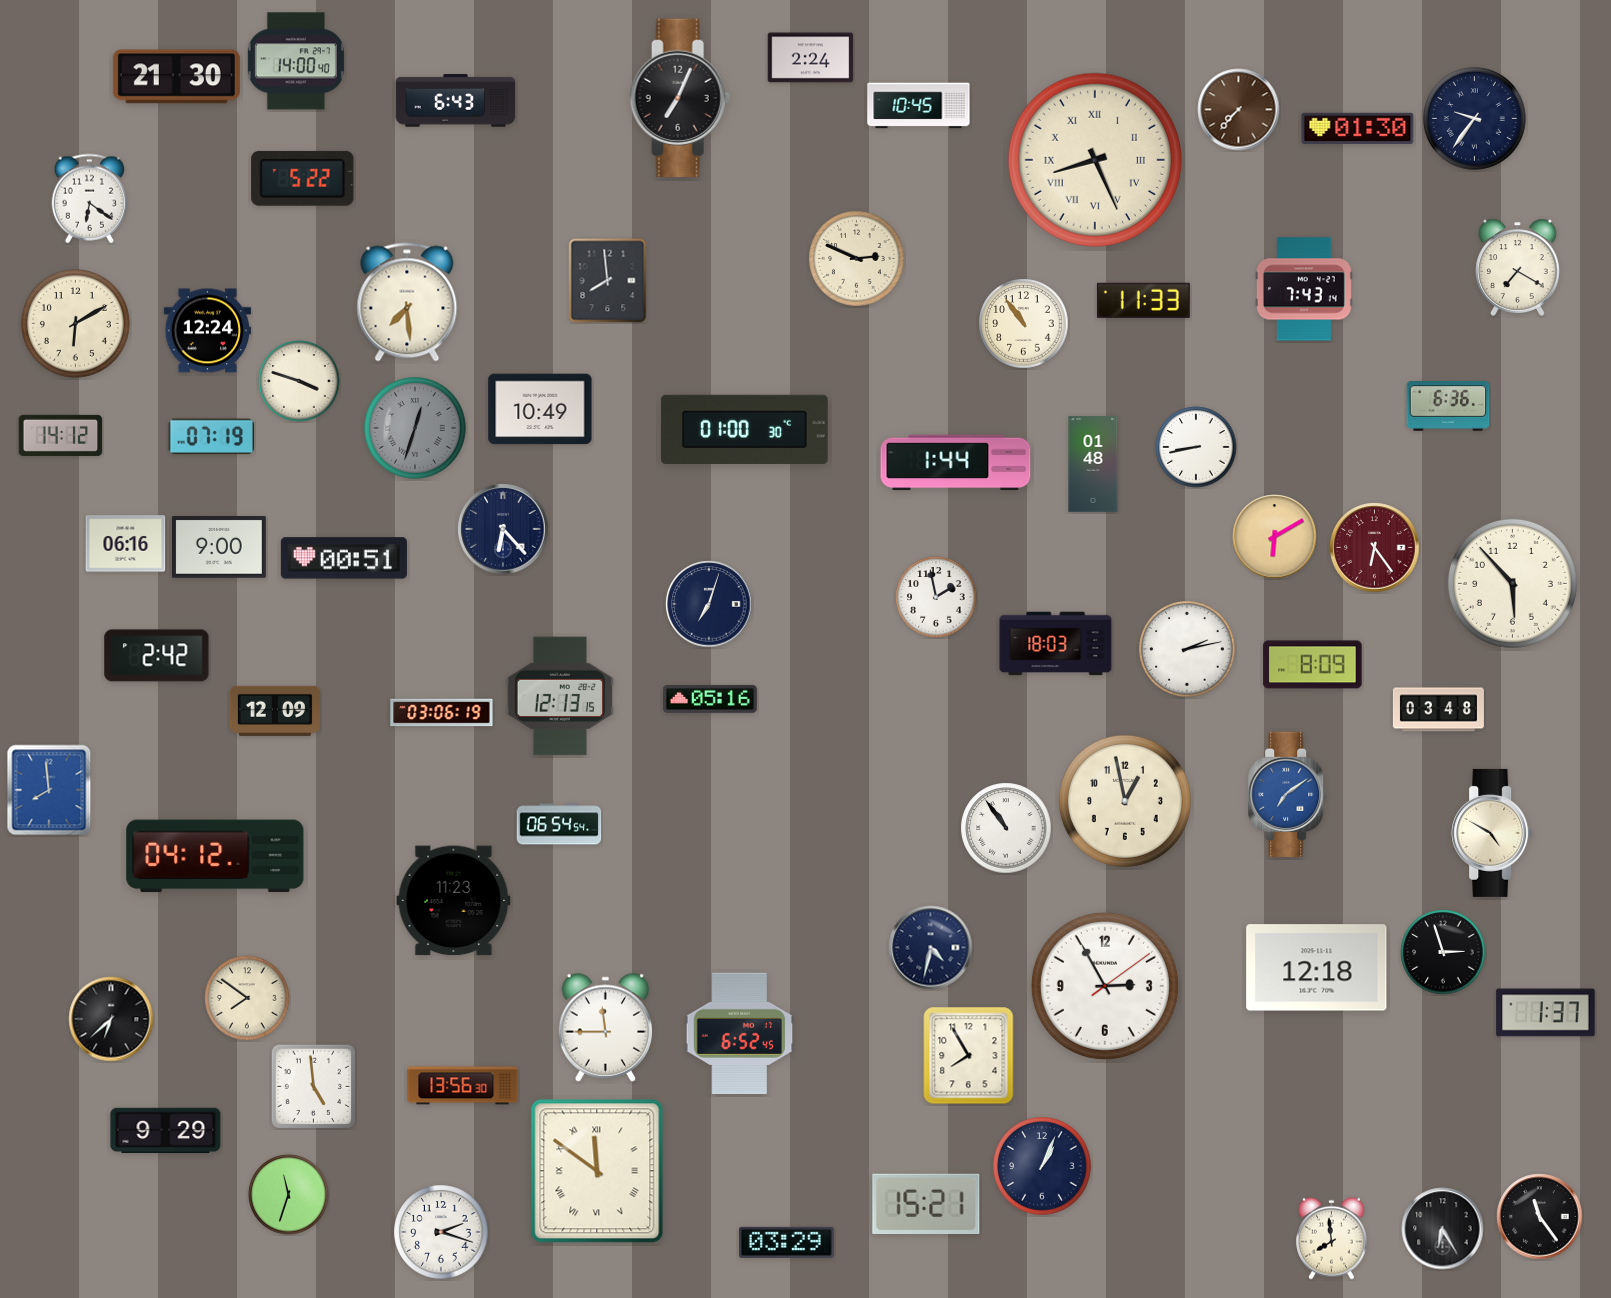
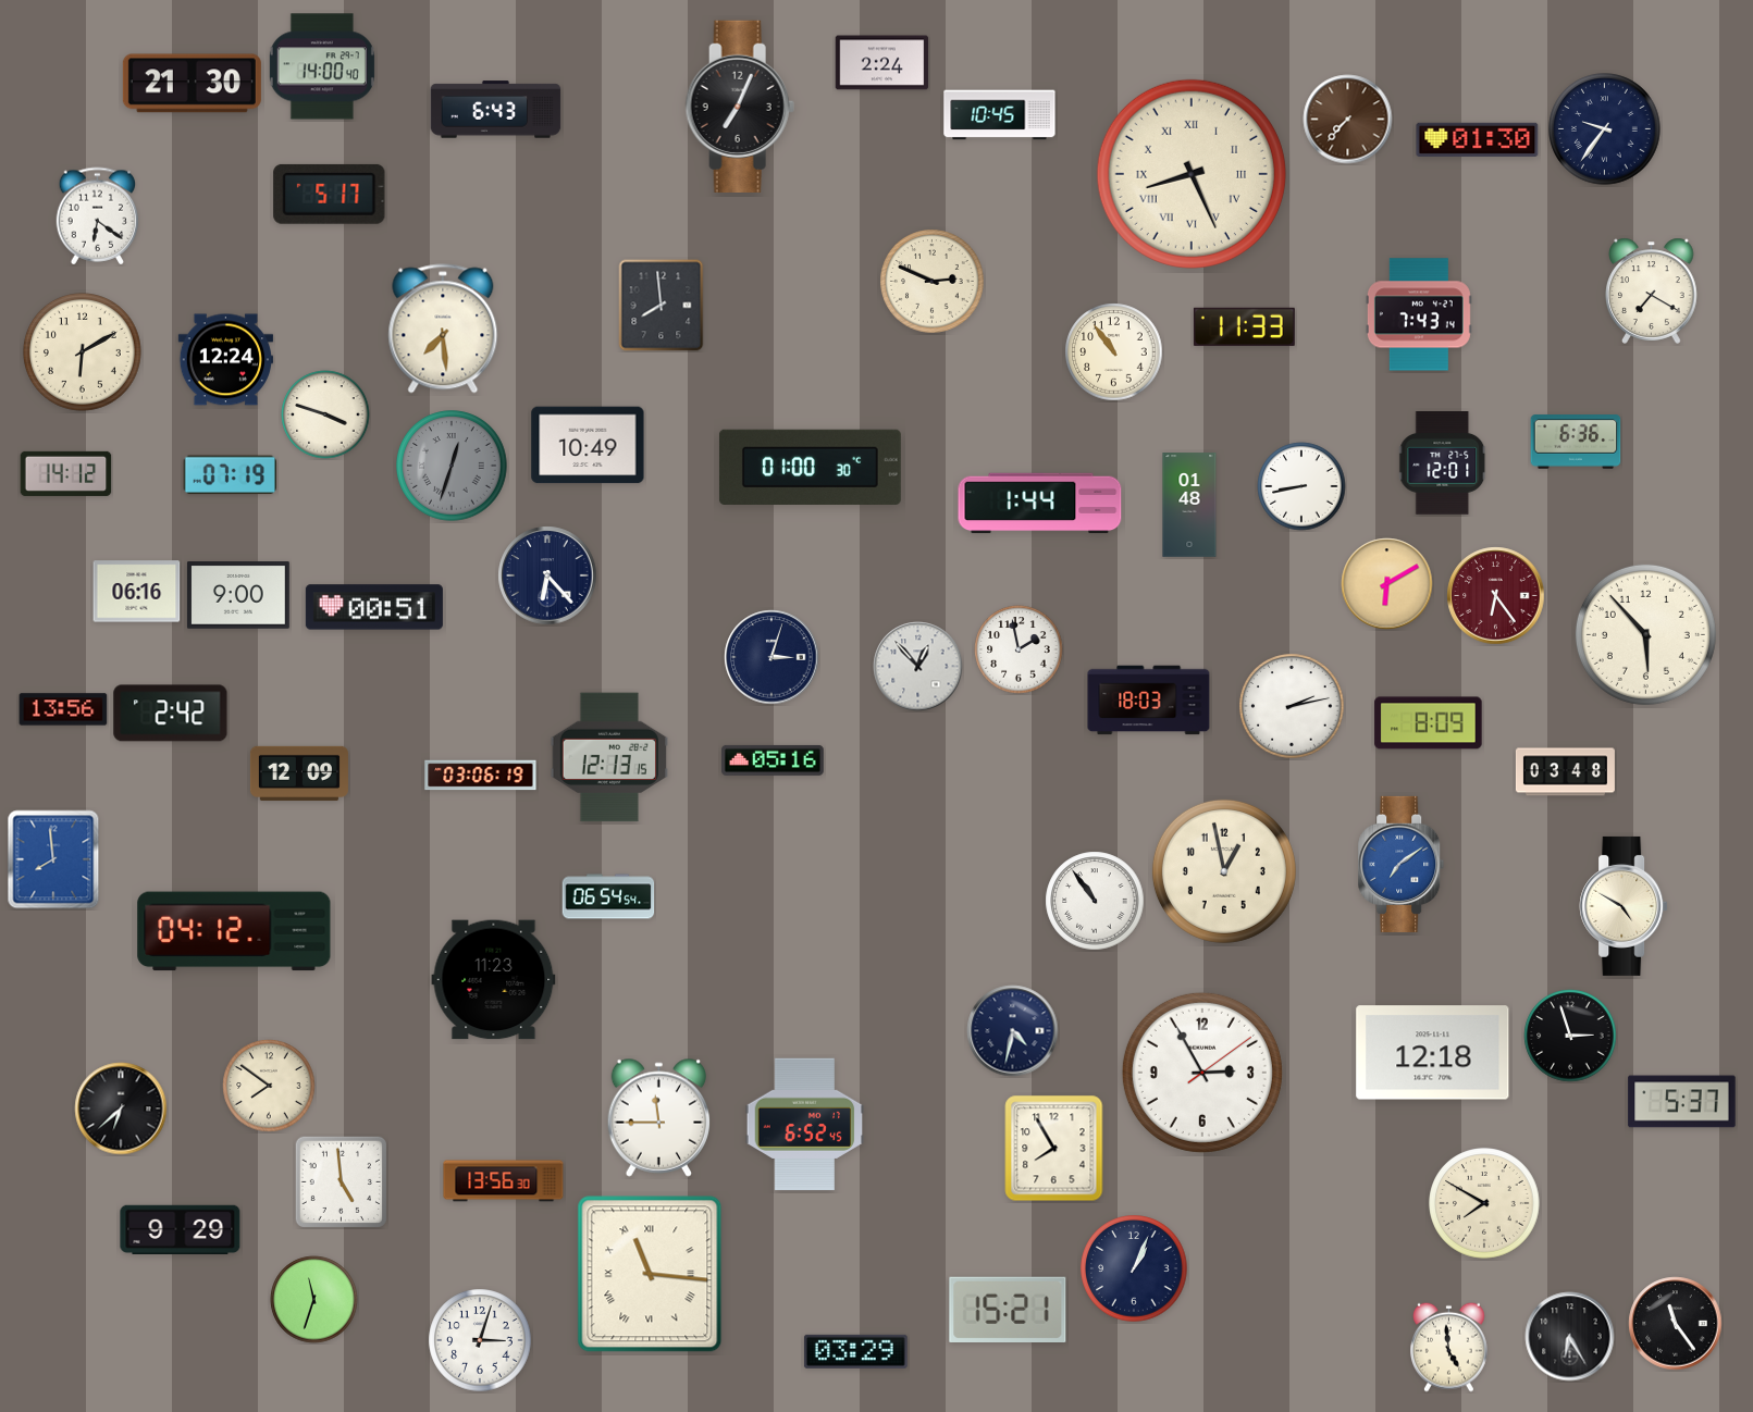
clock at (303, 178): 5:22 -> 5:17
clock at (1443, 463): none -> 12:01
clock at (709, 604): 7:03 -> 3:03
clock at (918, 667): none -> 12:53
clock at (63, 709): none -> 13:56
clock at (1546, 1013): 1:37 -> 5:37
clock at (1484, 1203): none -> 7:50
clock at (597, 1171): 11:51 -> 11:16
clock at (441, 1232): 2:18 -> 3:03
clock at (1332, 1238): 7:59 -> 4:59
